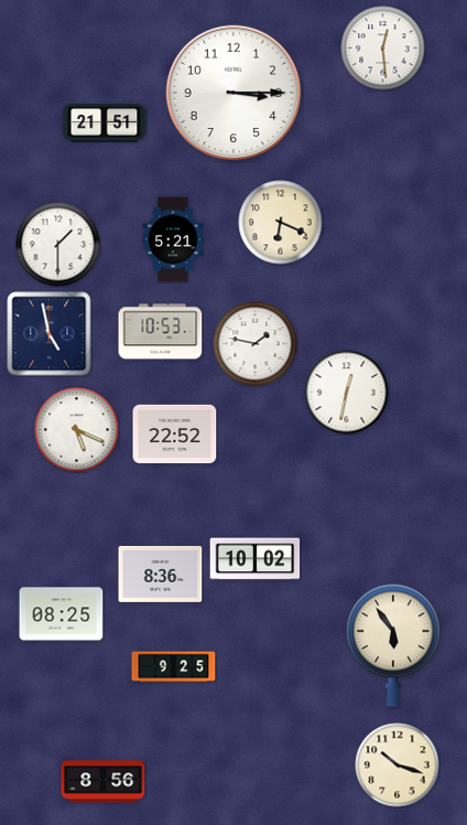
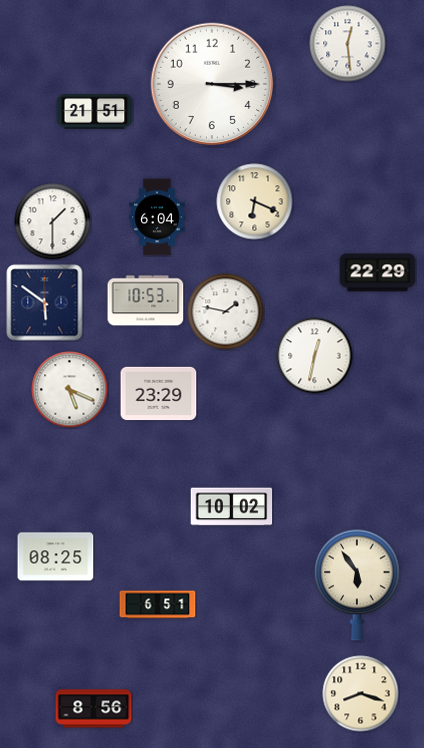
clock at (173, 239): 5:21 -> 6:04
clock at (378, 273): none -> 22:29
clock at (50, 334): 4:58 -> 5:51
clock at (256, 344) position: (256, 344) -> (226, 312)
clock at (175, 435): 22:52 -> 23:29
clock at (161, 574): 8:36 -> none
clock at (174, 667): 9:25 -> 6:51
clock at (398, 765): 10:18 -> 8:18
